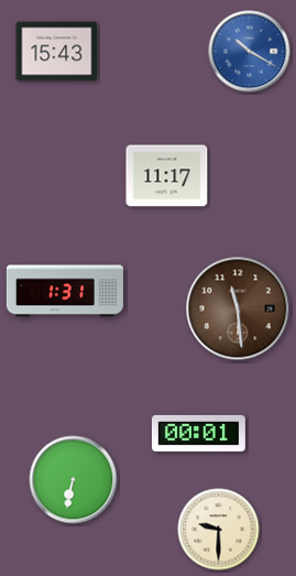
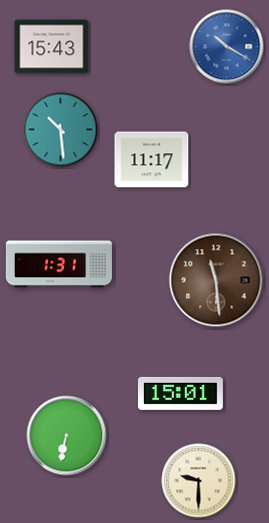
clock at (61, 130): none -> 10:29
clock at (198, 433): 00:01 -> 15:01
